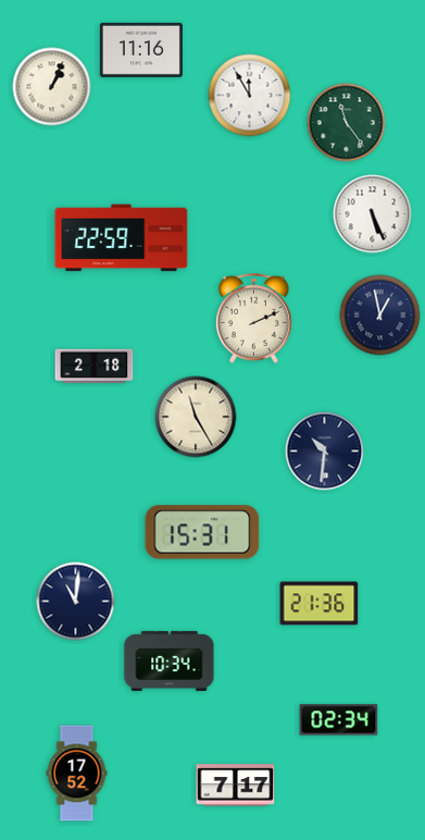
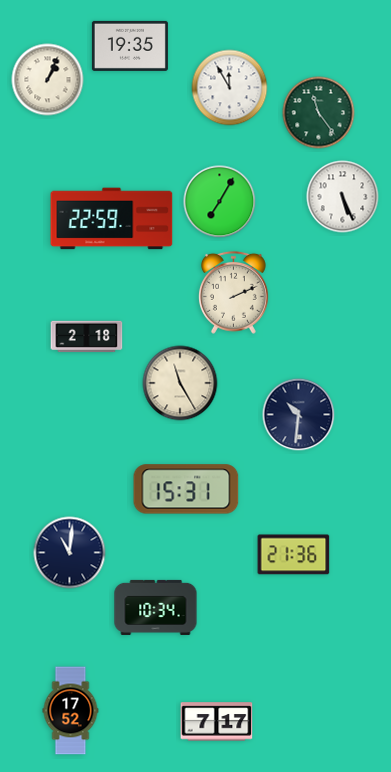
clock at (141, 50): 11:16 -> 19:35
clock at (220, 202): none -> 7:05
clock at (380, 316): 12:58 -> none
clock at (339, 720): 02:34 -> none
